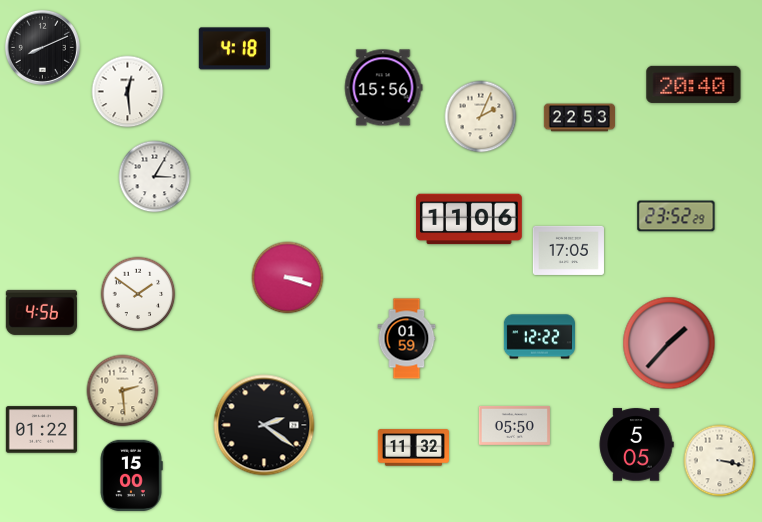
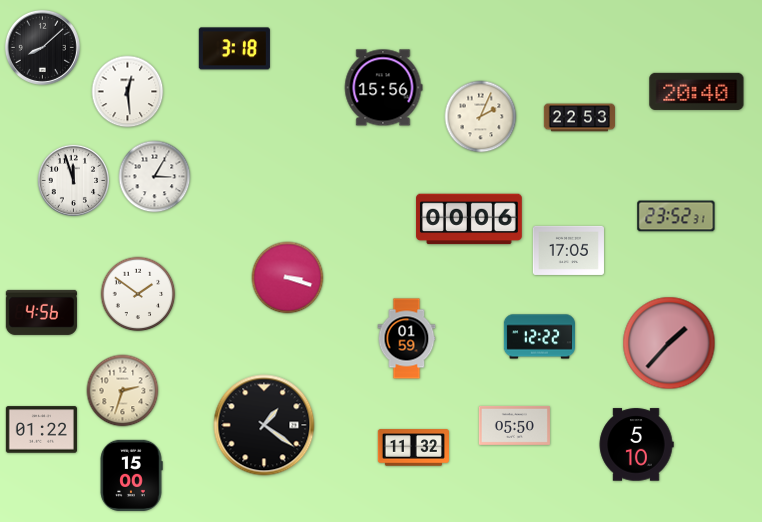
clock at (42, 47): 8:11 -> 8:08
clock at (234, 49): 4:18 -> 3:18
clock at (694, 84) position: (694, 84) -> (697, 91)
clock at (73, 180): none -> 11:57
clock at (676, 216): 23:52:29 -> 23:52:31
clock at (469, 219): 11:06 -> 00:06
clock at (123, 391): 2:29 -> 2:33
clock at (264, 425): 2:21 -> 1:21
clock at (636, 445): 5:05 -> 5:10
clock at (720, 461): 3:17 -> none
